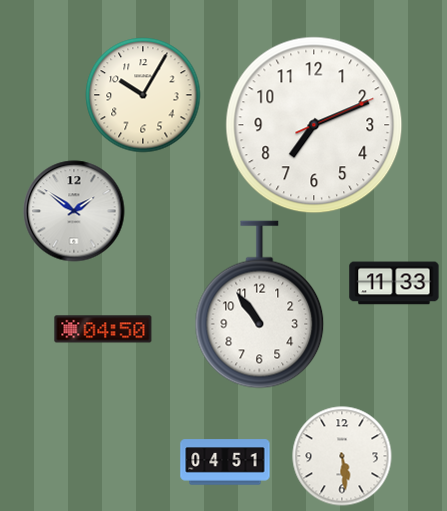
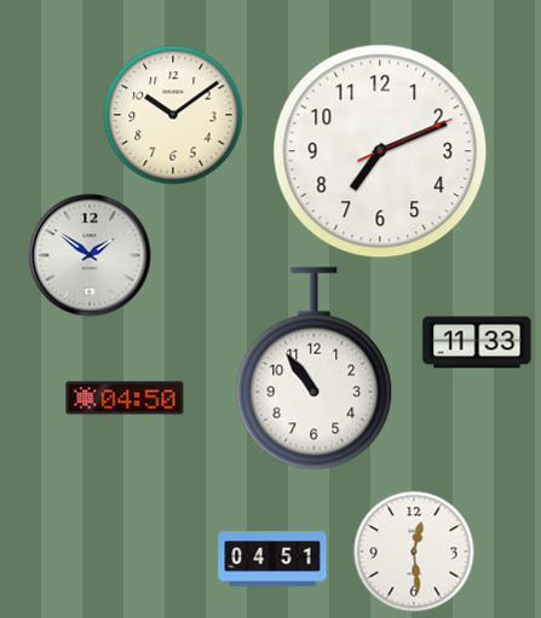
clock at (143, 95): 10:05 -> 10:09
clock at (342, 456): 5:29 -> 12:29
